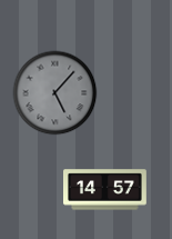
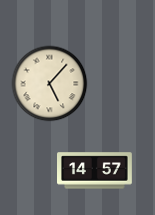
clock at (55, 93) dial: grey -> cream
